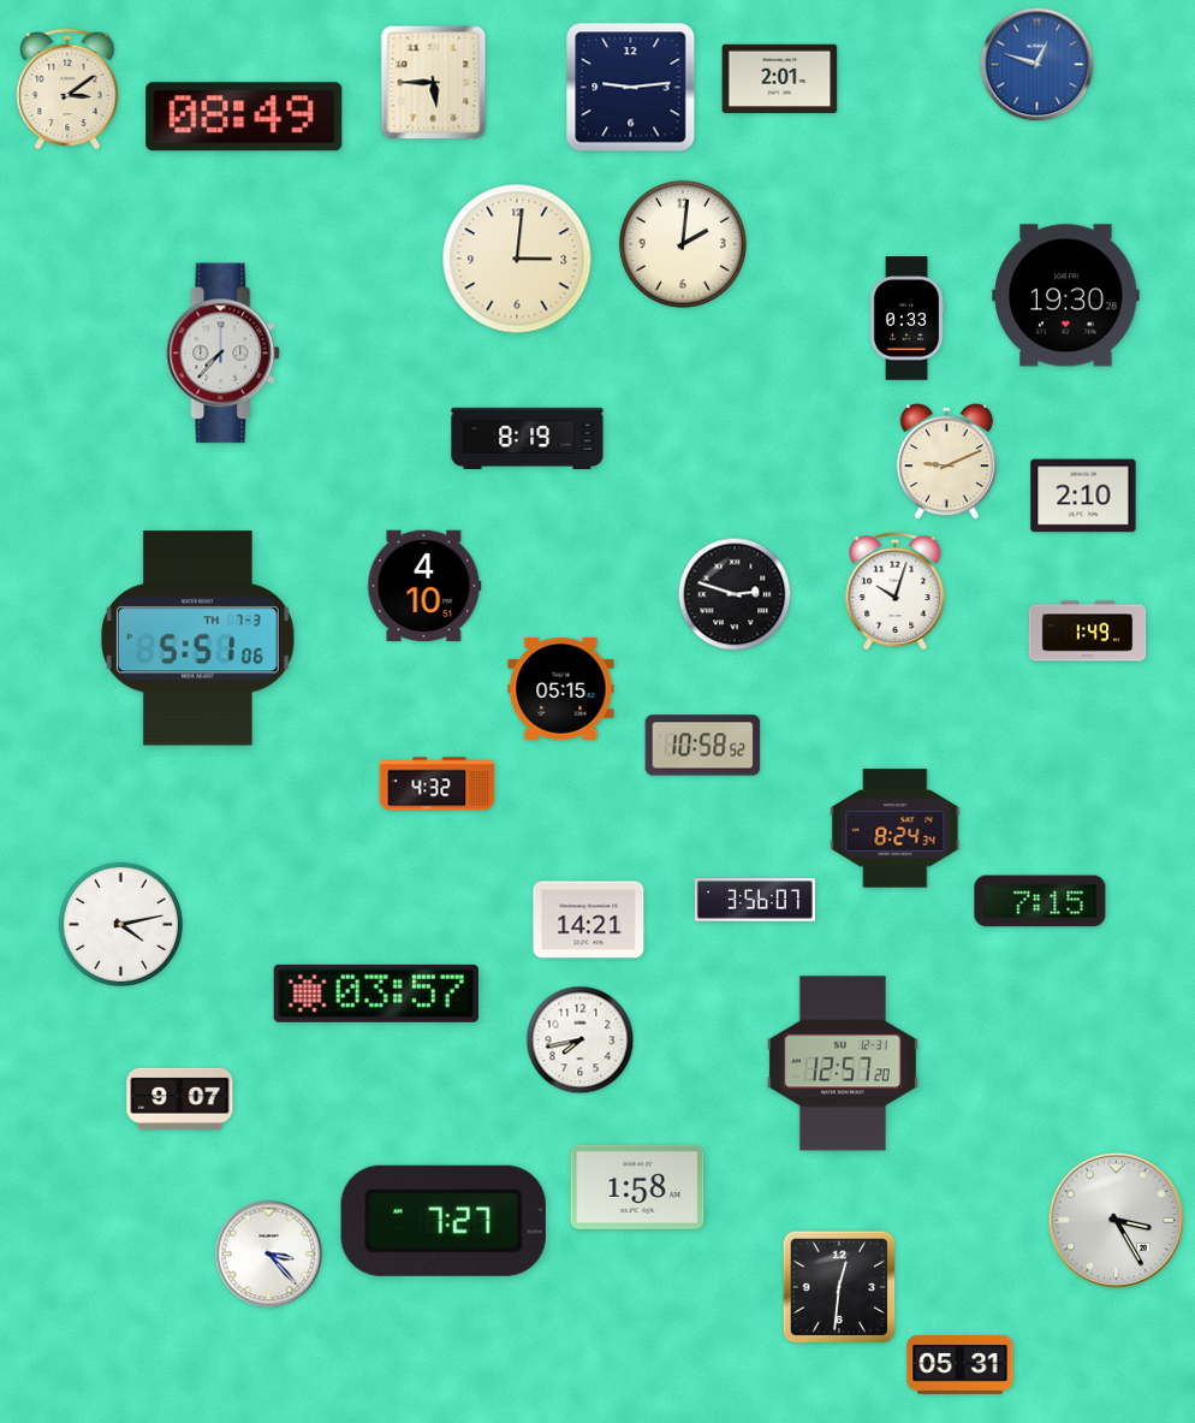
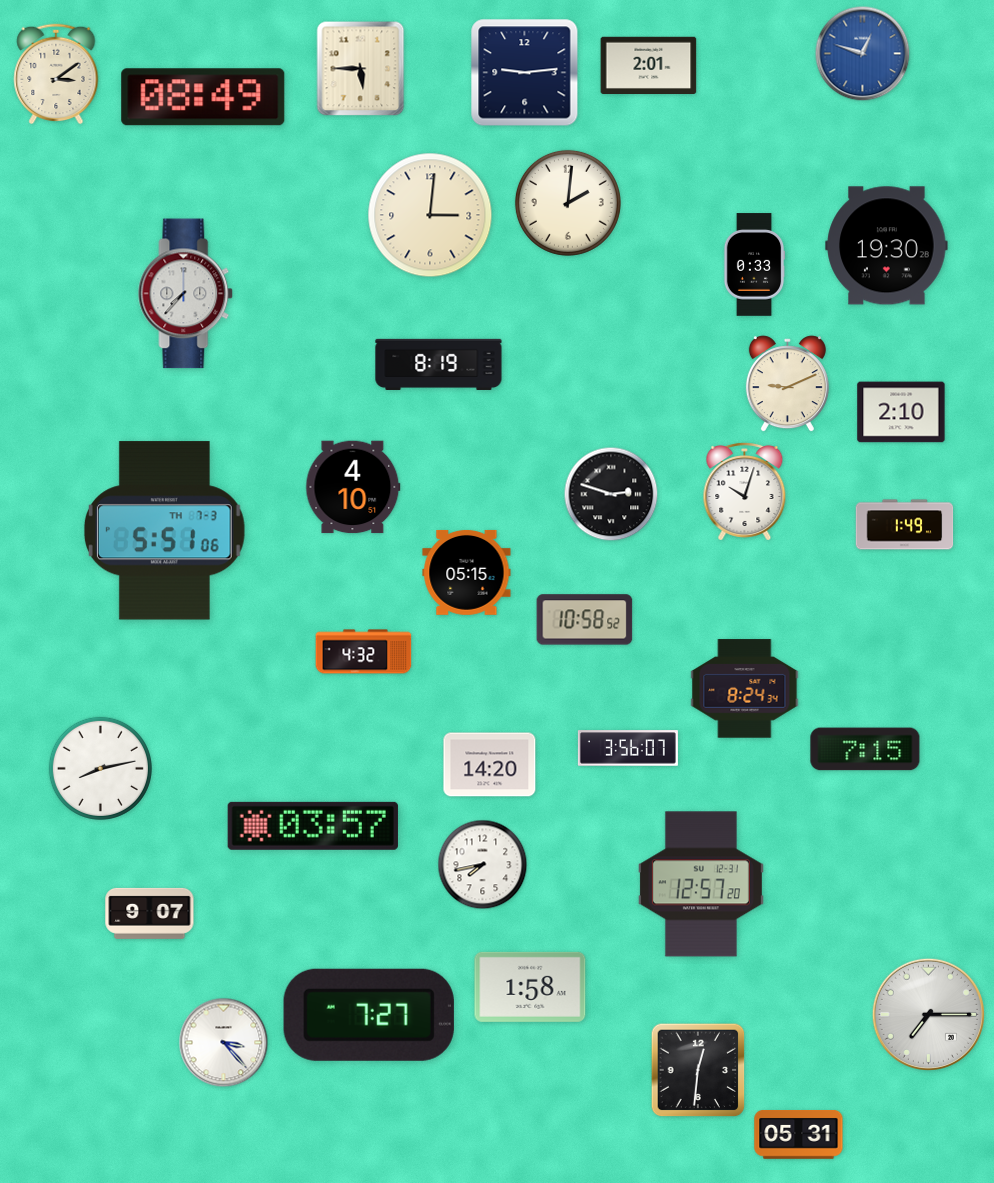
clock at (589, 920): 14:21 -> 14:20
clock at (120, 924): 4:13 -> 8:13
clock at (1116, 1220): 3:25 -> 7:15
